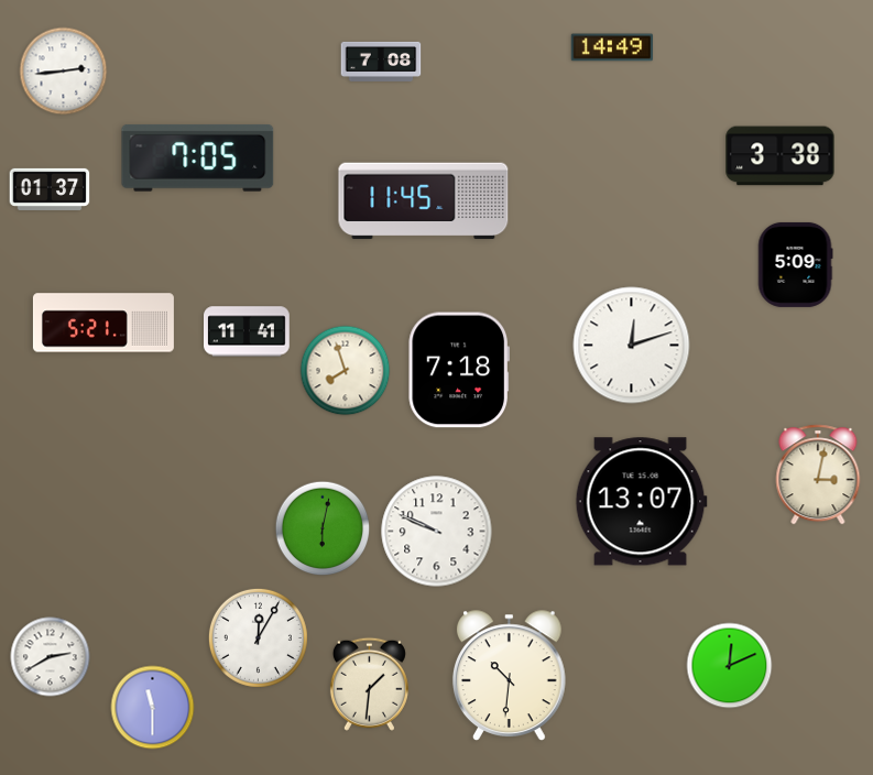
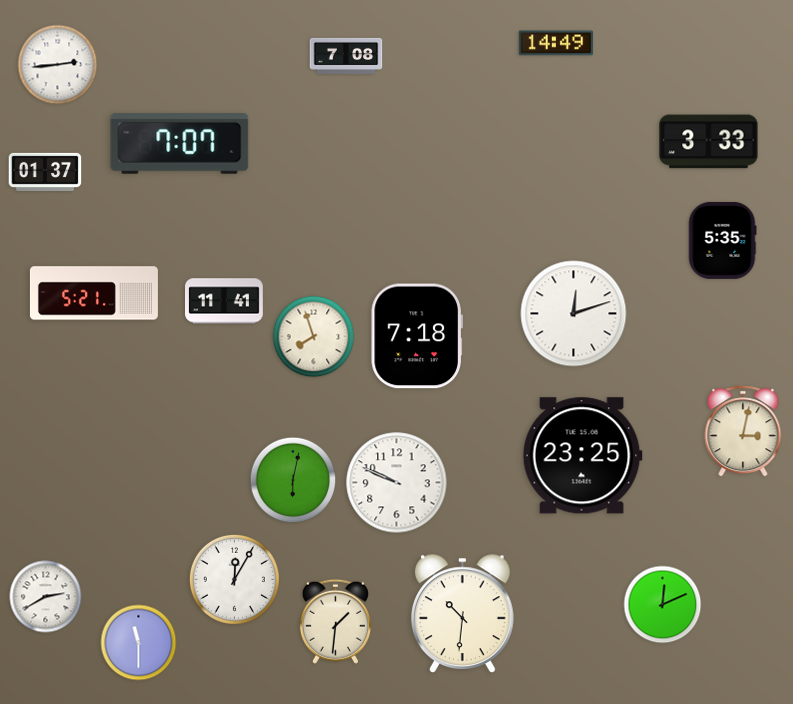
clock at (781, 156): 3:38 -> 3:33
clock at (198, 157): 7:05 -> 7:07
clock at (424, 201): 11:45 -> none
clock at (795, 264): 5:09 -> 5:35
clock at (641, 502): 13:07 -> 23:25
